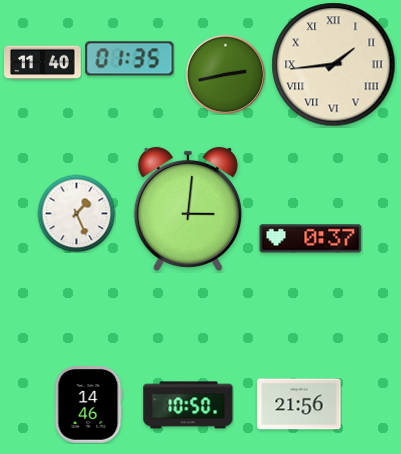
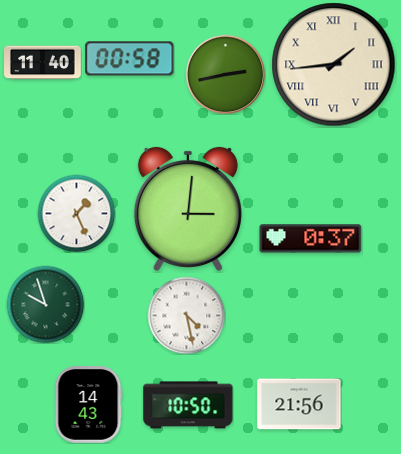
clock at (130, 59): 01:35 -> 00:58
clock at (45, 304): none -> 9:57
clock at (186, 315): none -> 4:28
clock at (89, 405): 14:46 -> 14:43
